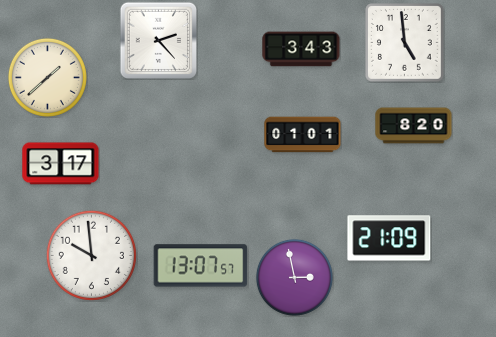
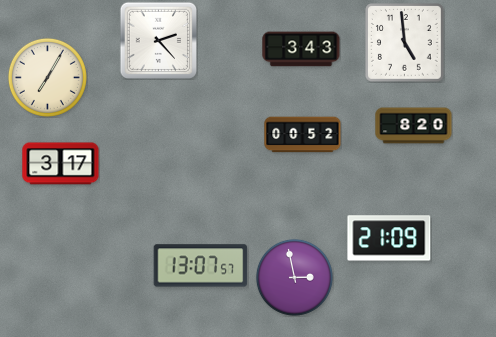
clock at (47, 77): 1:38 -> 7:05
clock at (303, 135): 01:01 -> 00:52
clock at (91, 255): 9:59 -> none
